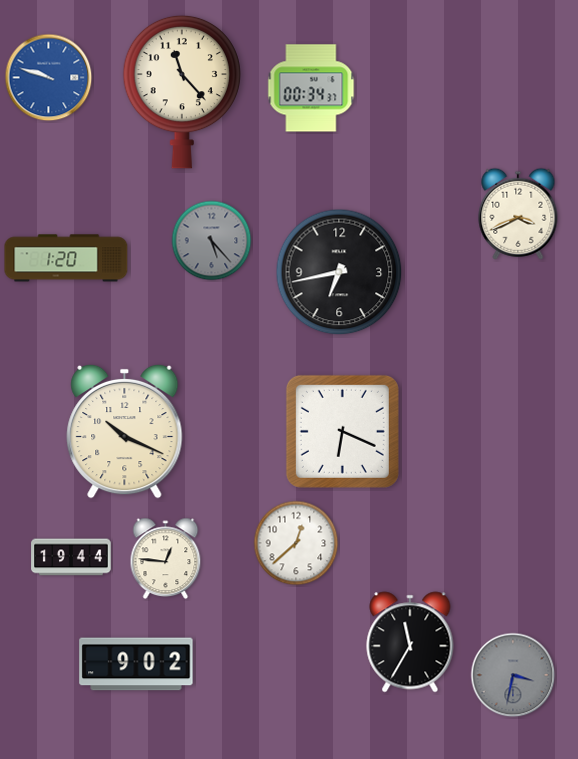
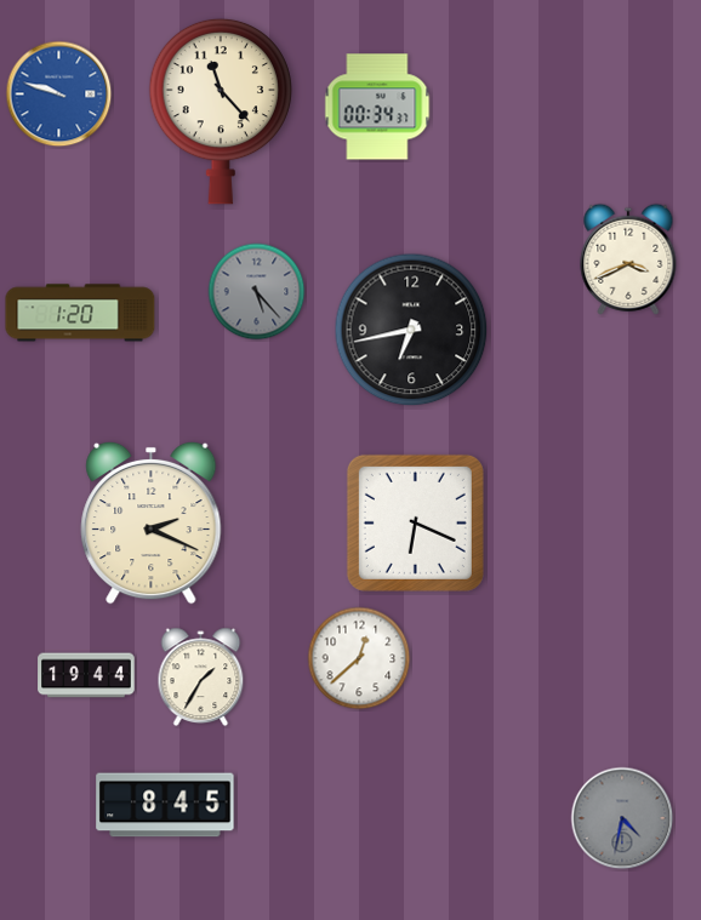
clock at (125, 431): 10:19 -> 2:19
clock at (166, 559): 12:46 -> 1:35
clock at (410, 642): 11:35 -> none
clock at (136, 664): 9:02 -> 8:45
clock at (513, 675): 3:32 -> 4:32
